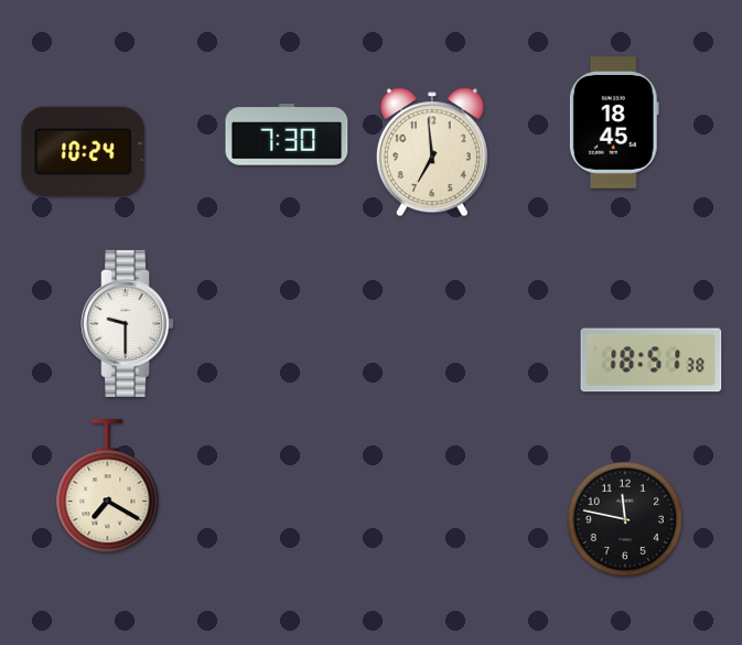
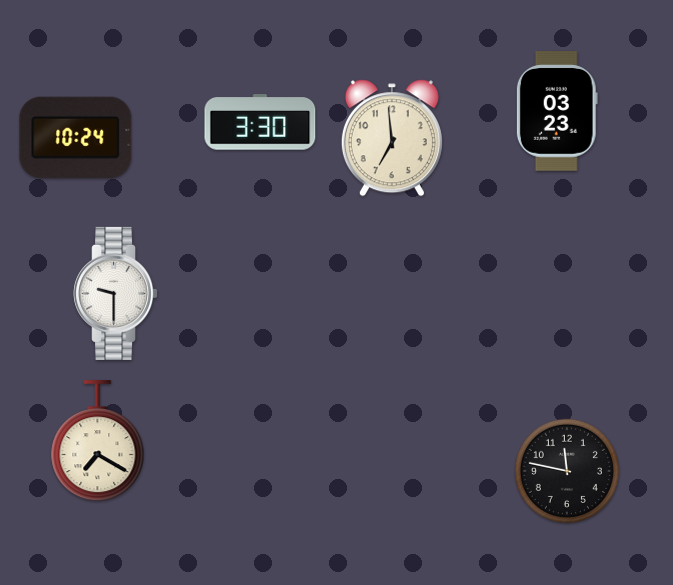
clock at (614, 122): 18:45 -> 03:23
clock at (287, 135): 7:30 -> 3:30
clock at (652, 361): 18:51 -> none
